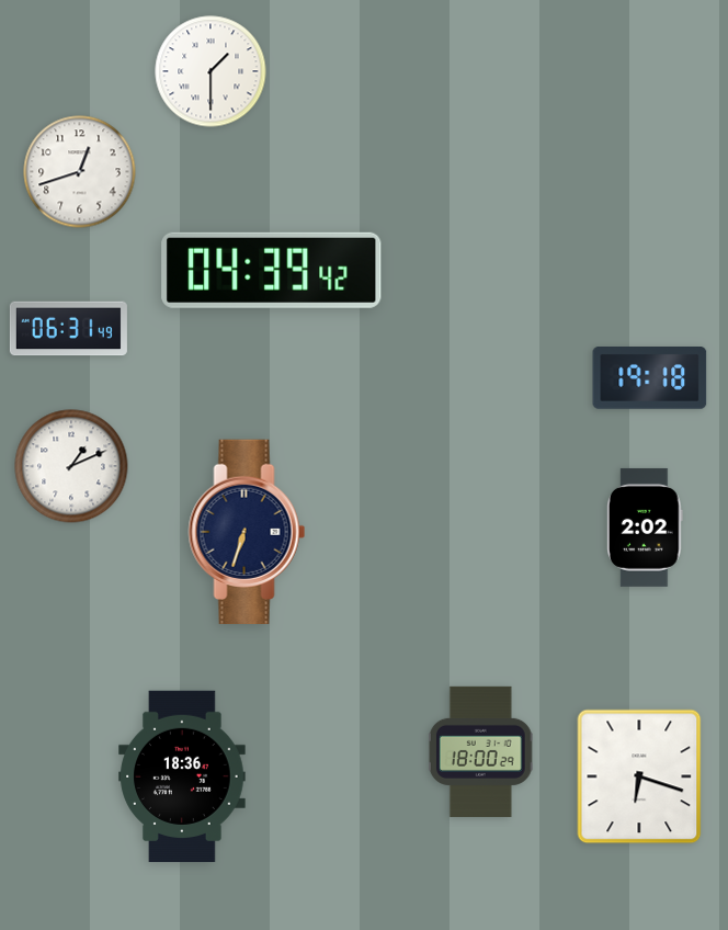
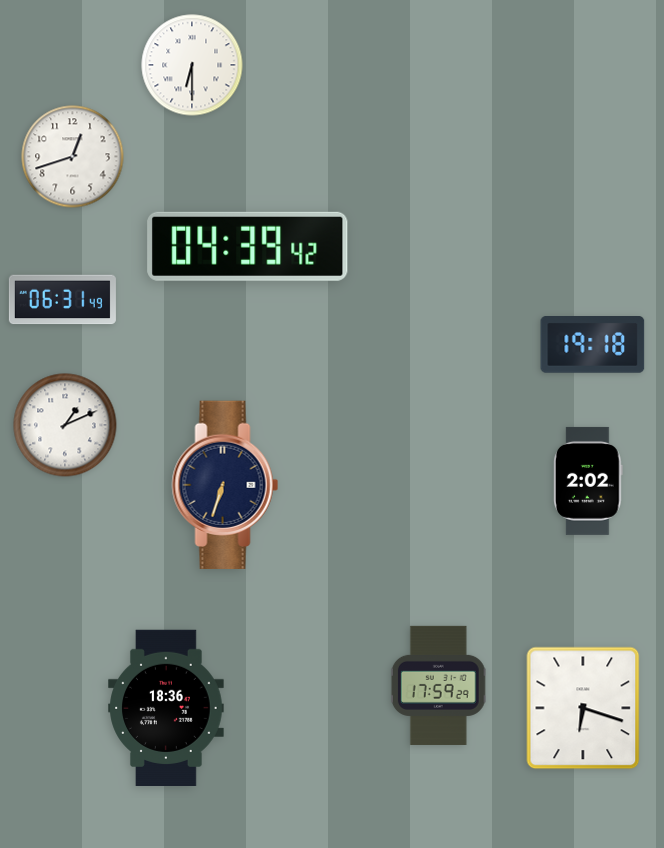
clock at (211, 71): 1:30 -> 6:30
clock at (480, 751): 18:00 -> 17:59
